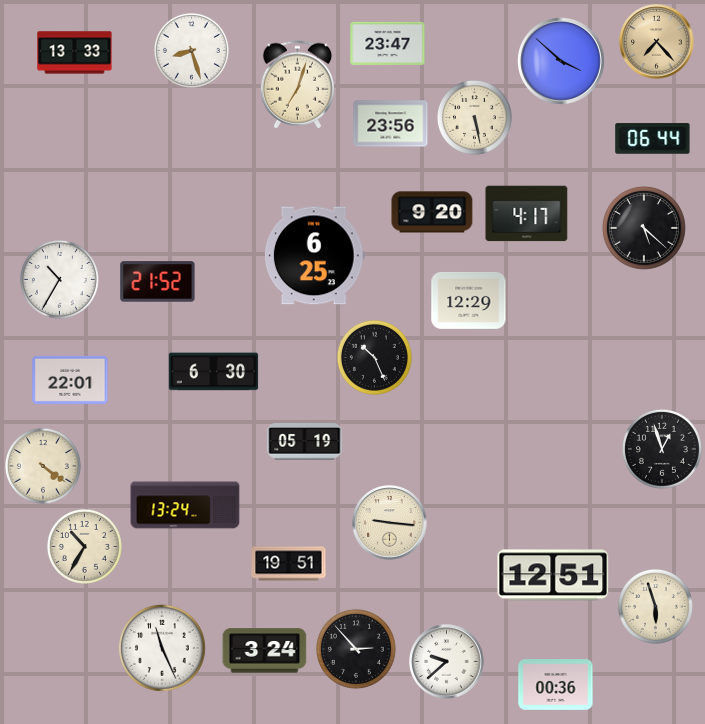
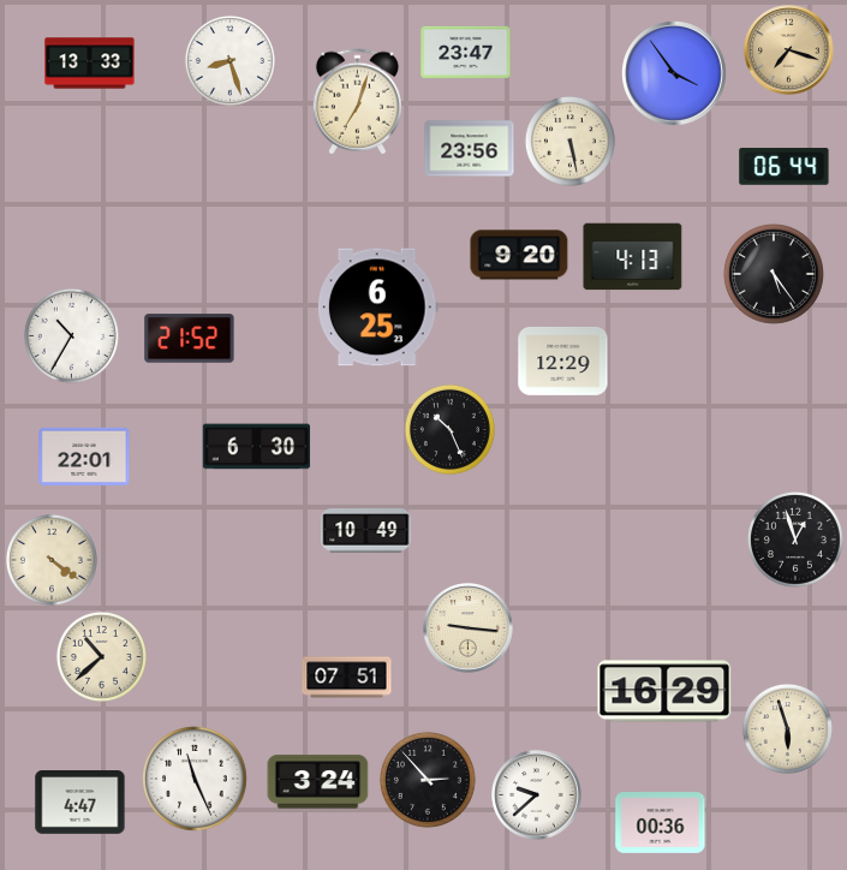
clock at (657, 42): 7:23 -> 7:18
clock at (561, 61): 3:52 -> 3:54
clock at (527, 214): 4:17 -> 4:13
clock at (644, 228): 5:22 -> 5:24
clock at (305, 442): 05:19 -> 10:49
clock at (185, 505): 13:24 -> none
clock at (84, 546): 10:35 -> 10:38
clock at (289, 564): 19:51 -> 07:51
clock at (553, 575): 12:51 -> 16:29
clock at (80, 803): none -> 4:47
clock at (556, 685) position: (556, 685) -> (661, 823)
